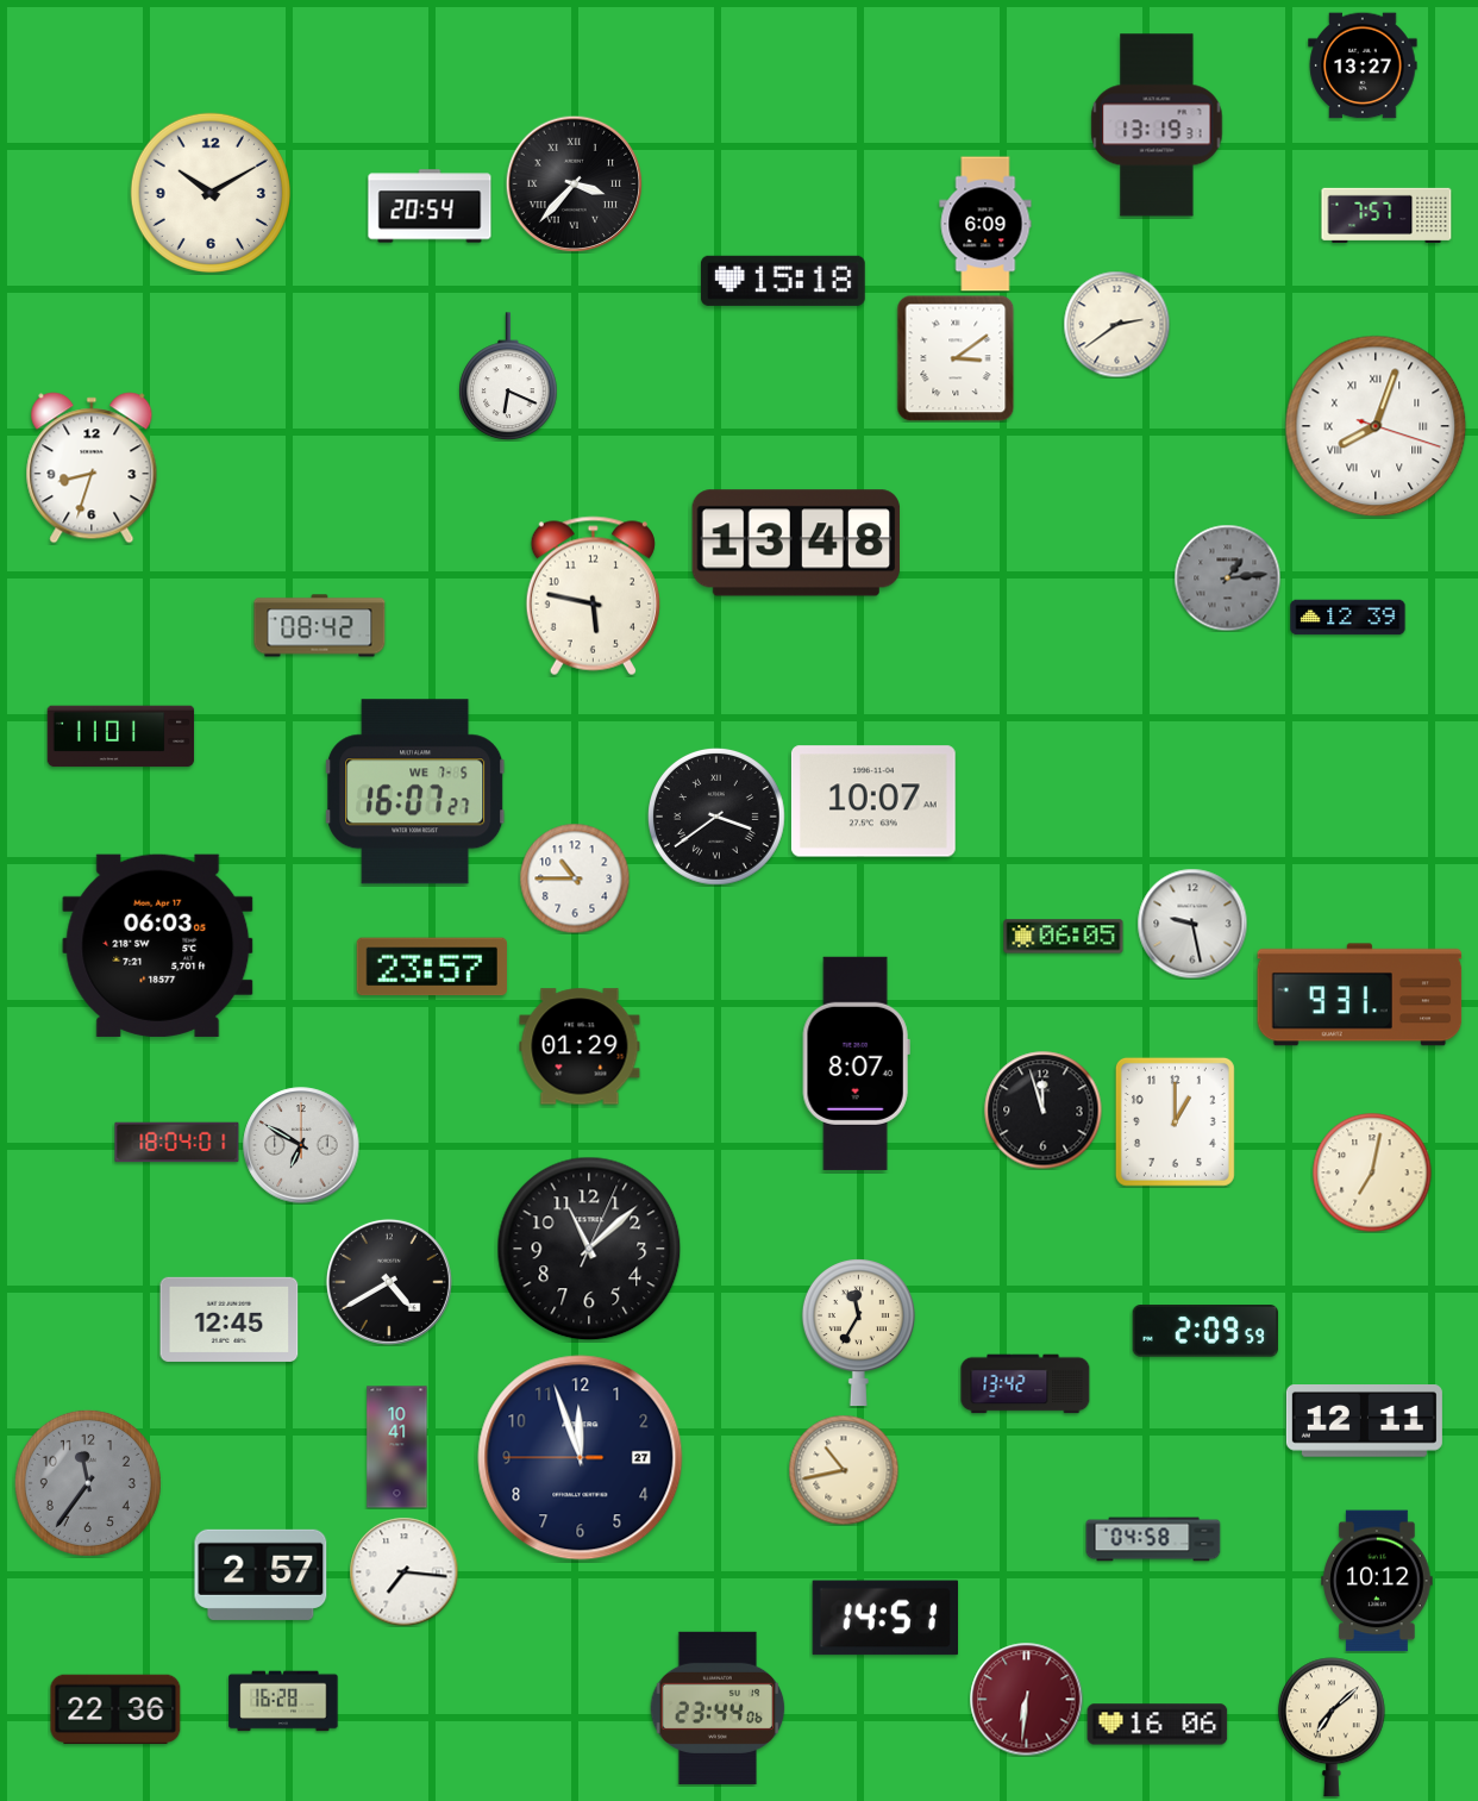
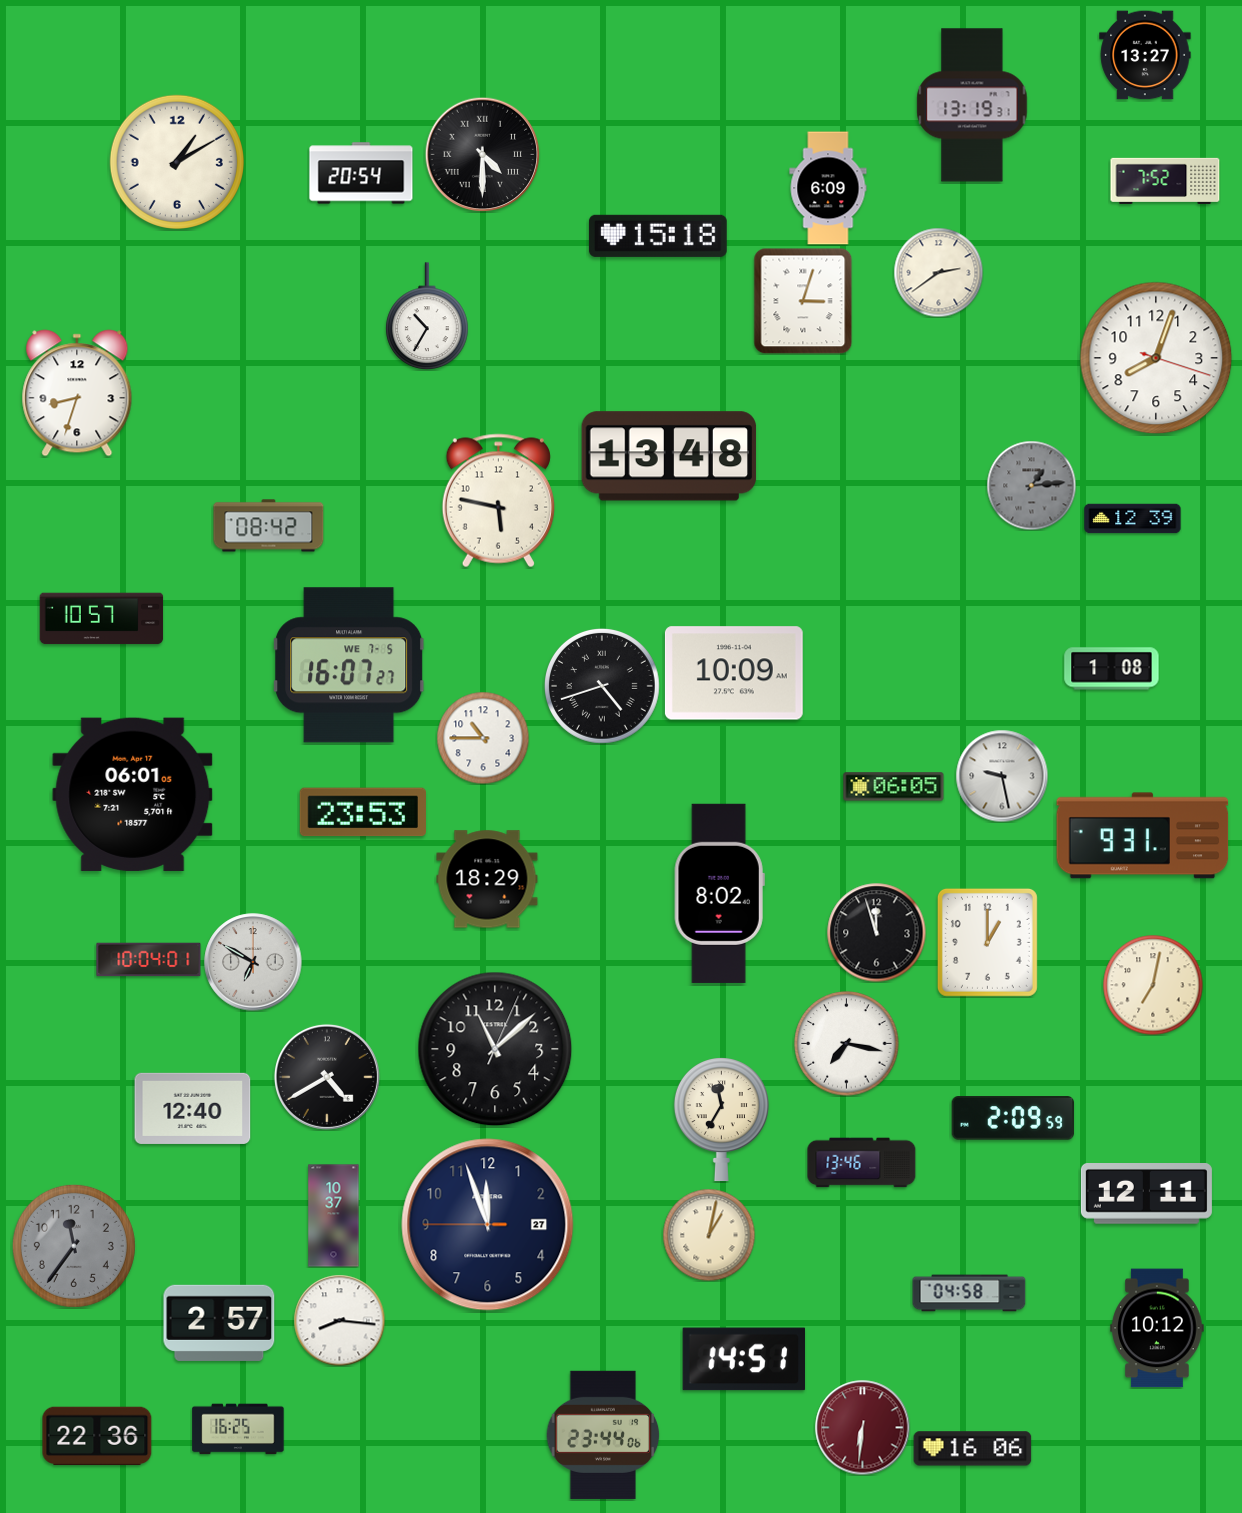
clock at (574, 183): 3:37 -> 4:30
clock at (211, 193): 10:10 -> 1:10
clock at (1386, 215): 7:57 -> 7:52
clock at (956, 358): 3:09 -> 3:03
clock at (508, 376): 6:19 -> 10:35
clock at (1376, 426) numerals: Roman -> Arabic
clock at (121, 737): 11:01 -> 10:57
clock at (1112, 669): none -> 1:08
clock at (873, 801): 10:07 -> 10:09
clock at (716, 817): 3:39 -> 4:42
clock at (158, 945): 06:03 -> 06:01
clock at (432, 967): 23:57 -> 23:53
clock at (580, 1046): 01:29 -> 18:29
clock at (856, 1063): 8:07 -> 8:02
clock at (177, 1143): 18:04 -> 10:04
clock at (847, 1044): none -> 7:17
clock at (230, 1319): 12:45 -> 12:40
clock at (1026, 1384): 13:42 -> 13:46
clock at (397, 1447): 10:41 -> 10:37
clock at (844, 1470): 10:43 -> 1:02
clock at (403, 1571): 7:16 -> 8:16
clock at (283, 1701): 16:28 -> 16:25
clock at (1332, 1727): 7:08 -> none
